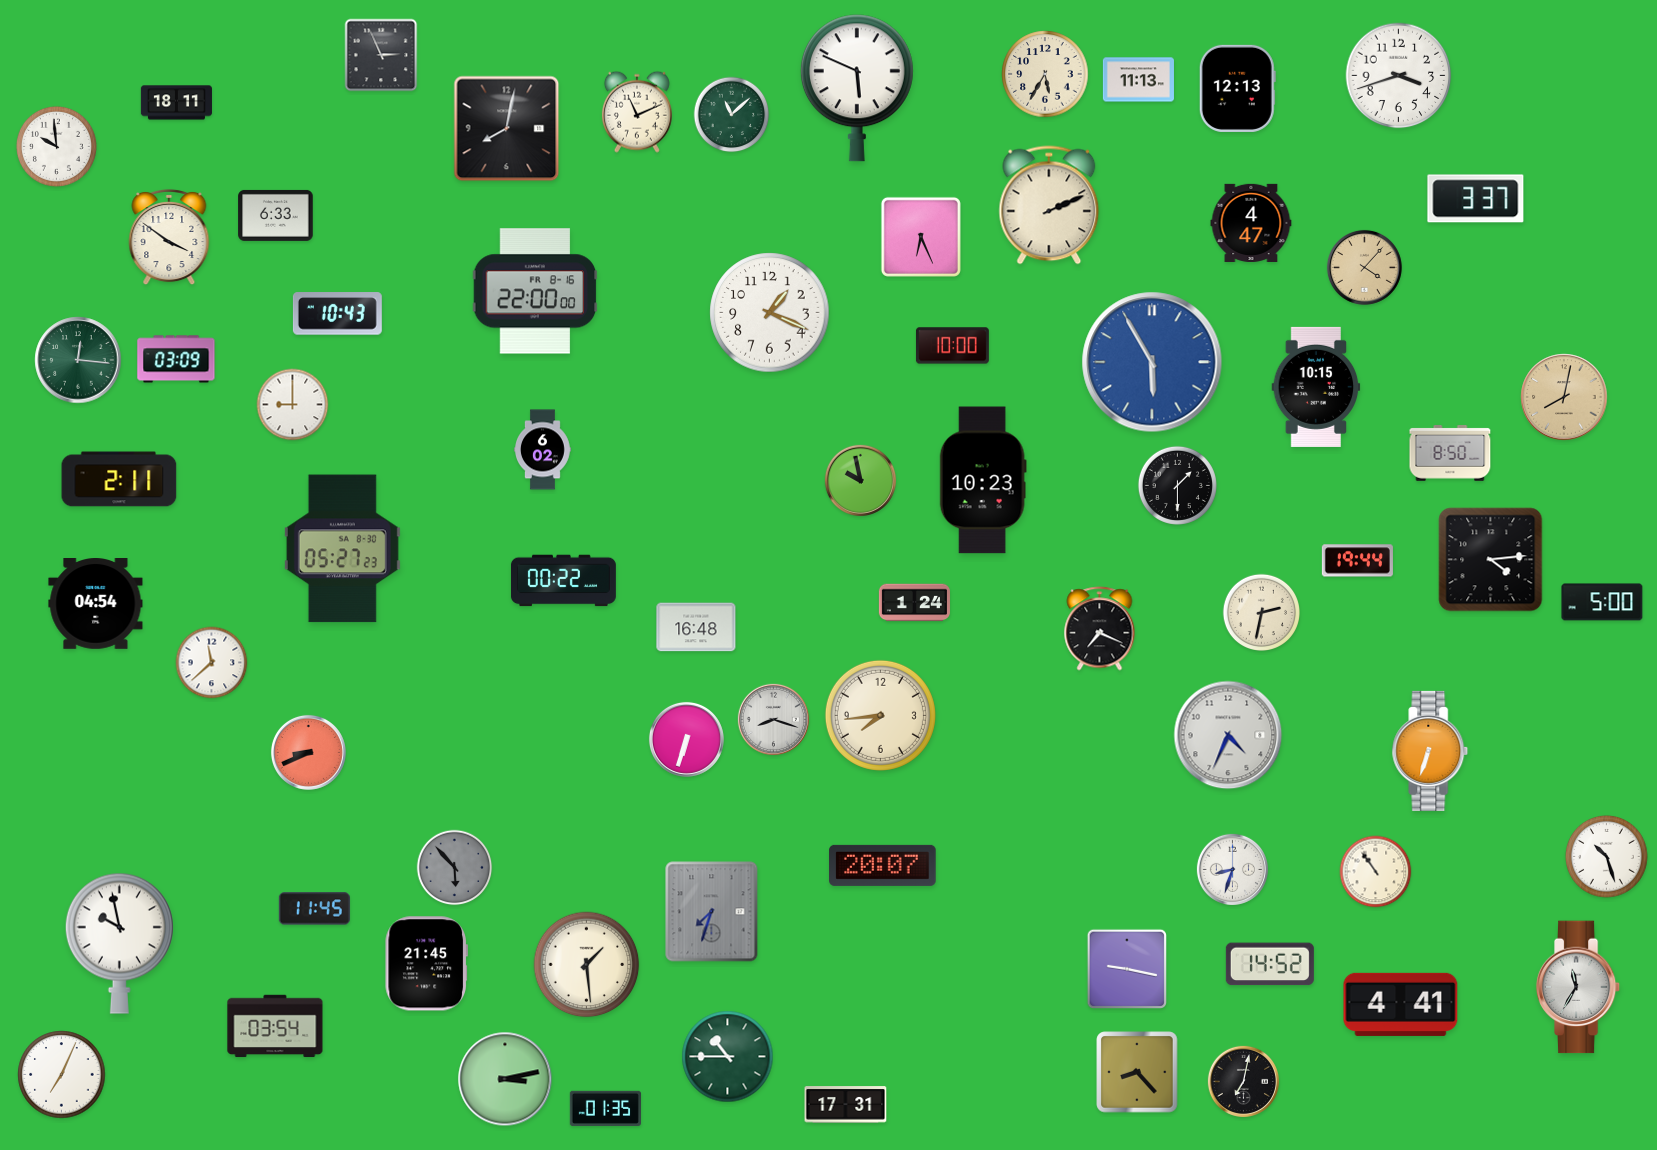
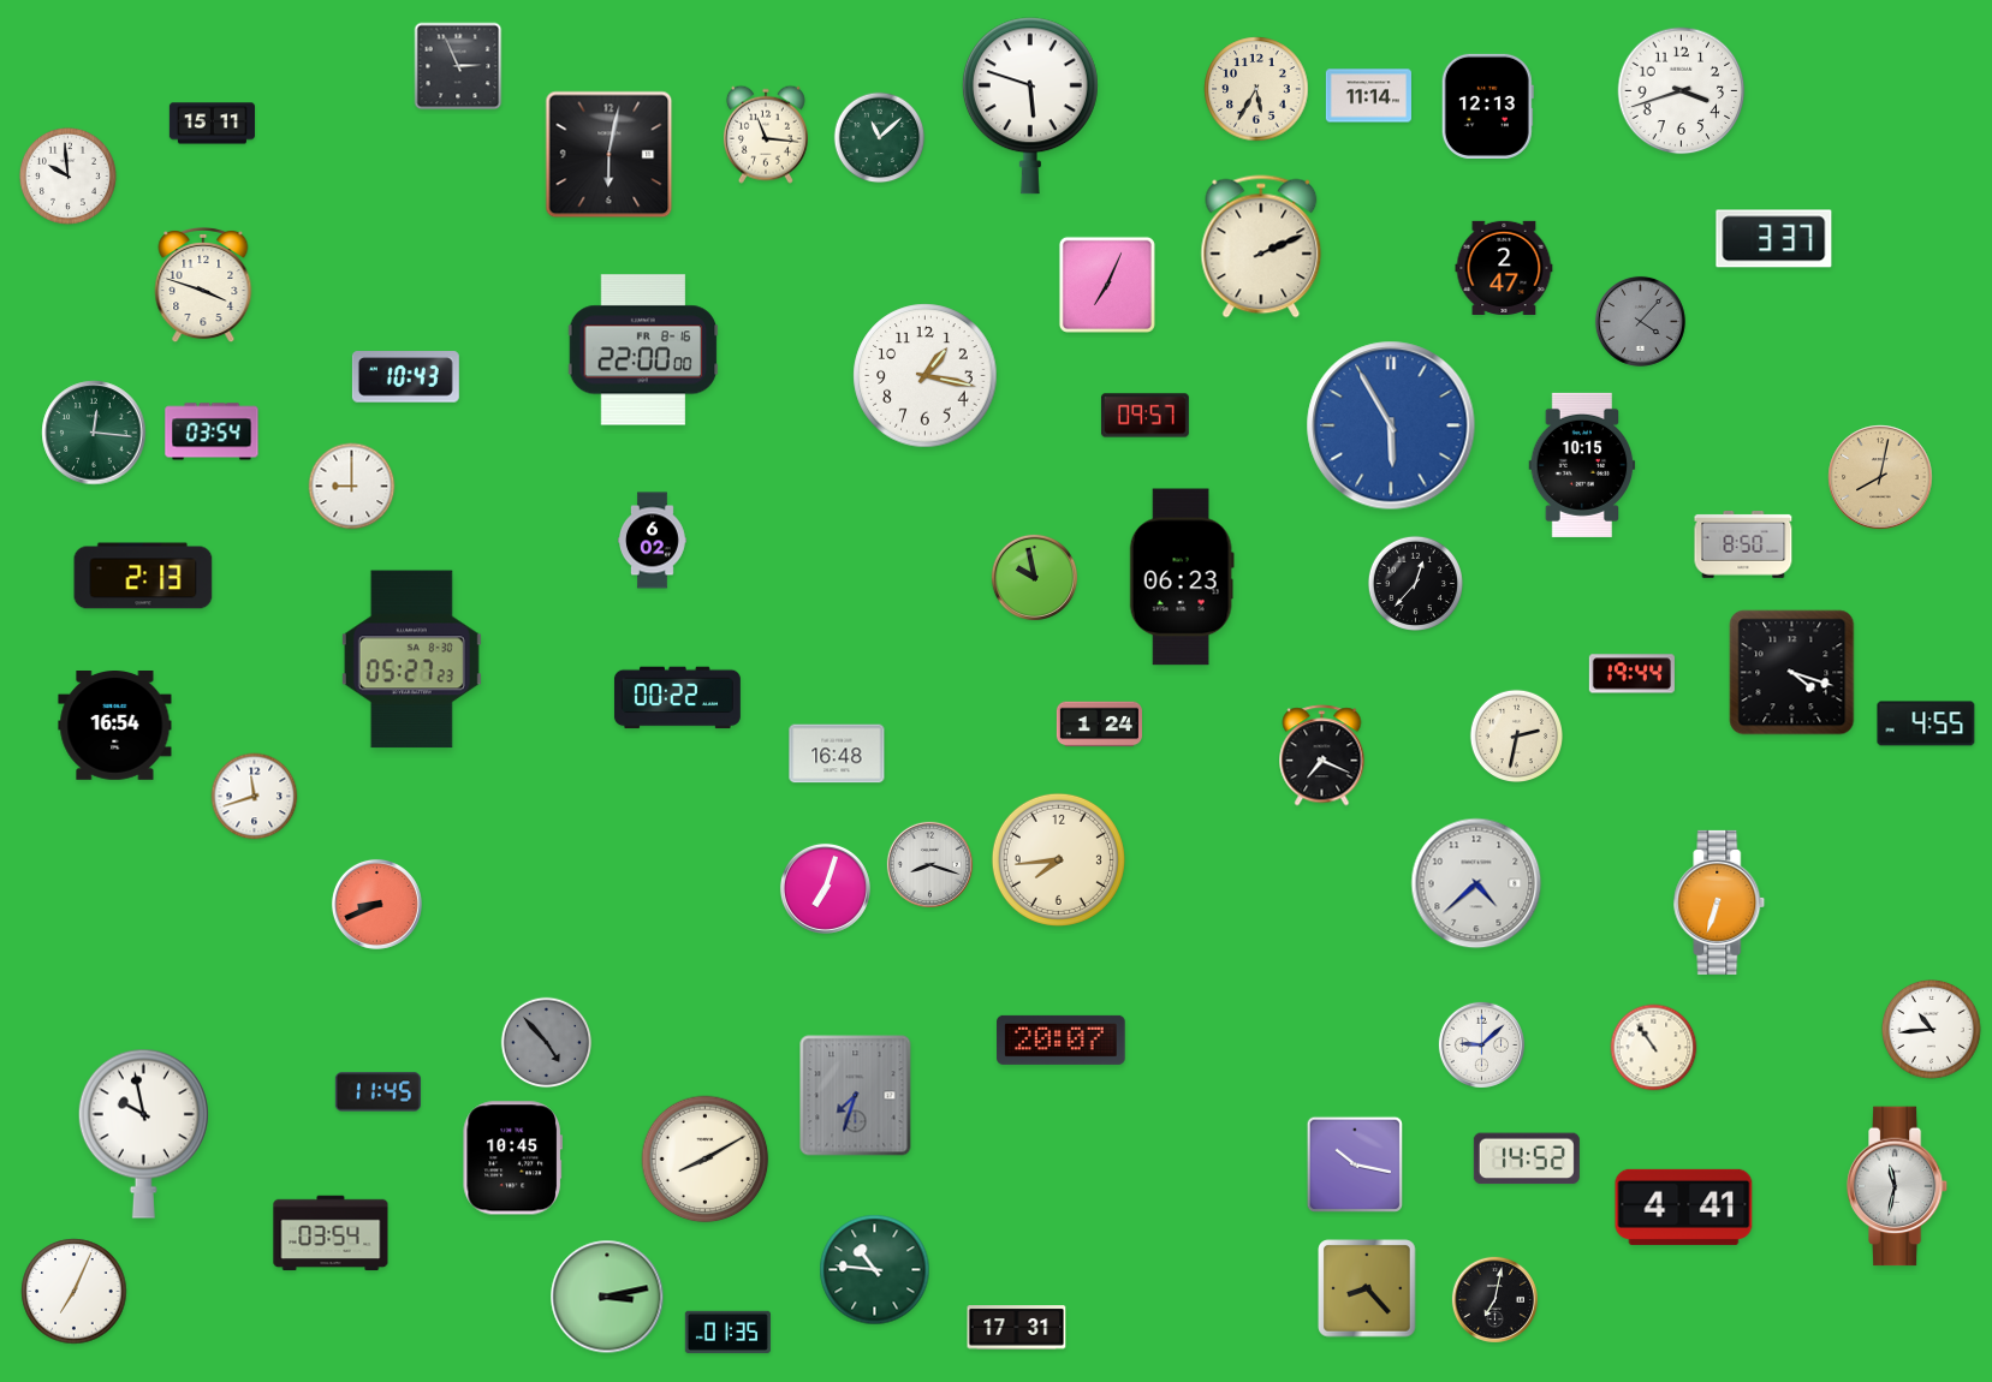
clock at (1138, 80): 11:13 -> 11:14
clock at (857, 88): 5:49 -> 5:48
clock at (176, 103): 18:11 -> 15:11
clock at (637, 112): 11:11 -> 11:16
clock at (507, 129): 8:02 -> 6:02
clock at (276, 215): 6:33 -> none
clock at (1251, 223): 4:47 -> 2:47
clock at (169, 237): 3:51 -> 3:48
clock at (921, 237): 6:26 -> 7:04
clock at (1364, 267) dial: champagne -> grey
clock at (770, 313): 1:19 -> 1:17
clock at (952, 346): 10:00 -> 09:57
clock at (176, 359): 03:09 -> 03:54
clock at (1152, 362) position: (1152, 362) -> (1391, 425)
clock at (119, 479): 2:11 -> 2:13
clock at (983, 480): 10:23 -> 06:23
clock at (1177, 485): 1:30 -> 12:37
clock at (1491, 560): 4:14 -> 4:18
clock at (1602, 602): 5:00 -> 4:55
clock at (96, 604): 04:54 -> 16:54
clock at (212, 663): 11:38 -> 11:42
clock at (1228, 735): 4:34 -> 4:38
clock at (686, 739): 6:33 -> 7:03
clock at (308, 752) position: (308, 752) -> (376, 904)
clock at (1606, 856): 10:27 -> 10:44
clock at (455, 868): 5:53 -> 4:53
clock at (1232, 869): 8:33 -> 9:08
clock at (426, 964): 21:45 -> 10:45
clock at (587, 965): 1:29 -> 8:10
clock at (1126, 968): 9:17 -> 10:17
clock at (1578, 987): 11:35 -> 11:32
clock at (728, 1057): 10:45 -> 10:46
